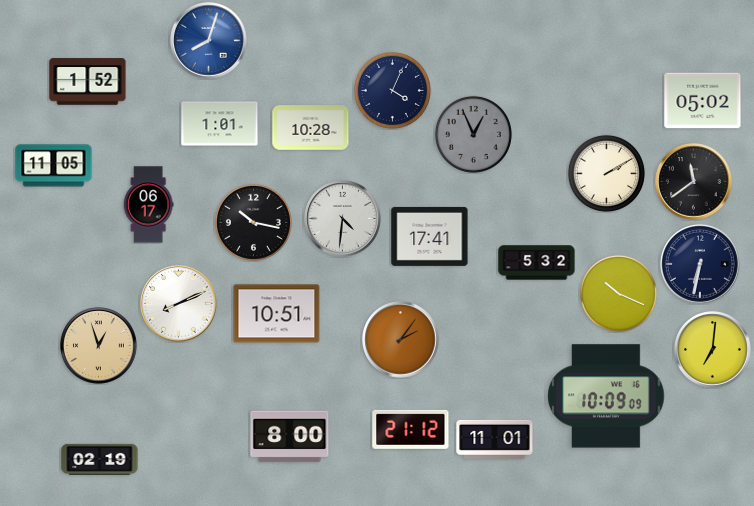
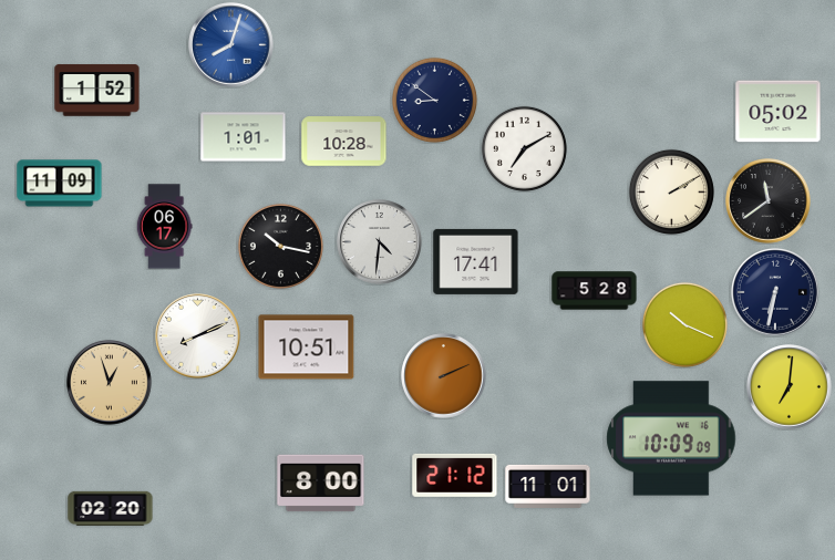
clock at (392, 90): 4:04 -> 8:51
clock at (473, 134): 12:56 -> 7:10
clock at (473, 134) dial: grey -> white
clock at (54, 166): 11:05 -> 11:09
clock at (537, 263): 5:32 -> 5:28
clock at (401, 340): 2:06 -> 2:11
clock at (100, 459): 02:19 -> 02:20
